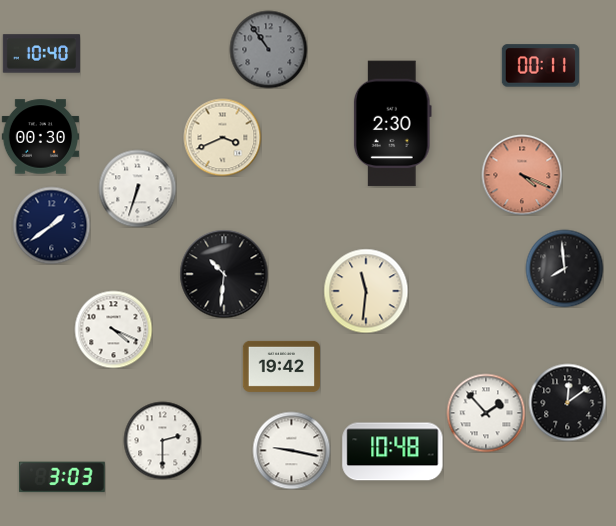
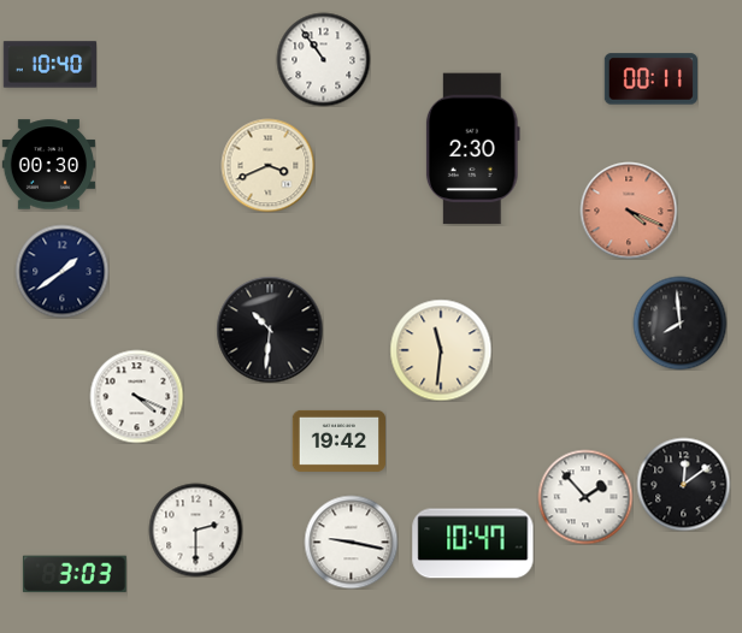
clock at (268, 49) dial: grey -> white
clock at (137, 188): 6:33 -> none
clock at (393, 452): 10:48 -> 10:47
